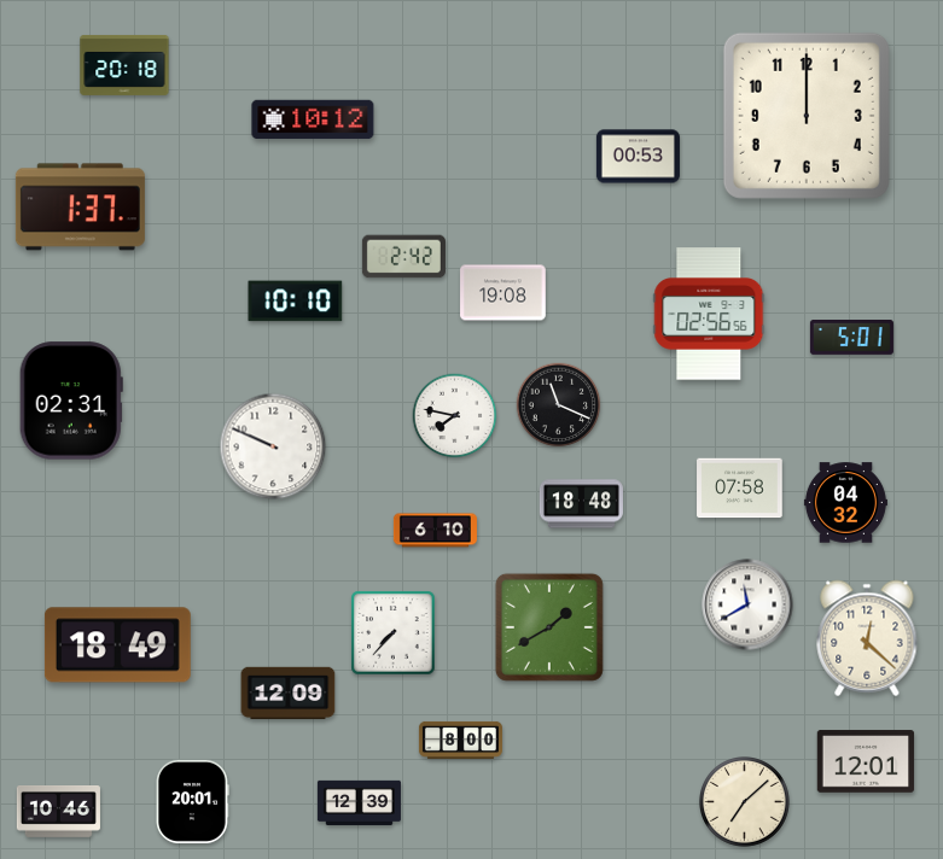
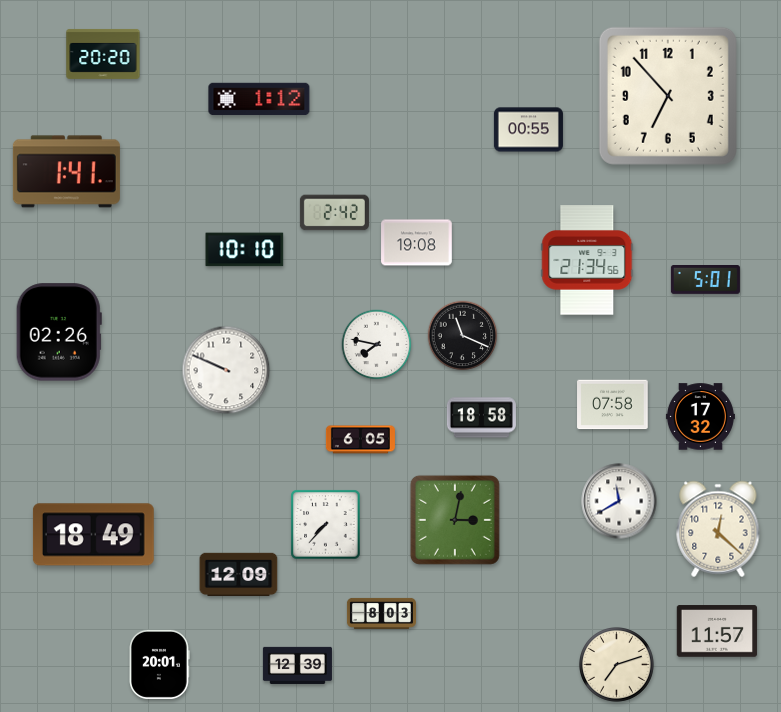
clock at (124, 65): 20:18 -> 20:20
clock at (807, 116): 12:00 -> 6:53
clock at (313, 119): 10:12 -> 1:12
clock at (638, 157): 00:53 -> 00:55
clock at (80, 208): 1:37 -> 1:41
clock at (709, 314): 02:56 -> 21:34
clock at (71, 401): 02:31 -> 02:26
clock at (845, 503): 04:32 -> 17:32
clock at (581, 504): 18:48 -> 18:58
clock at (435, 531): 6:10 -> 6:05
clock at (549, 627): 1:40 -> 3:02
clock at (117, 645) position: (117, 645) -> (93, 535)
clock at (460, 740): 8:00 -> 8:03
clock at (866, 761): 12:01 -> 11:57
clock at (745, 802): 7:08 -> 7:12
clock at (58, 812): 10:46 -> none
